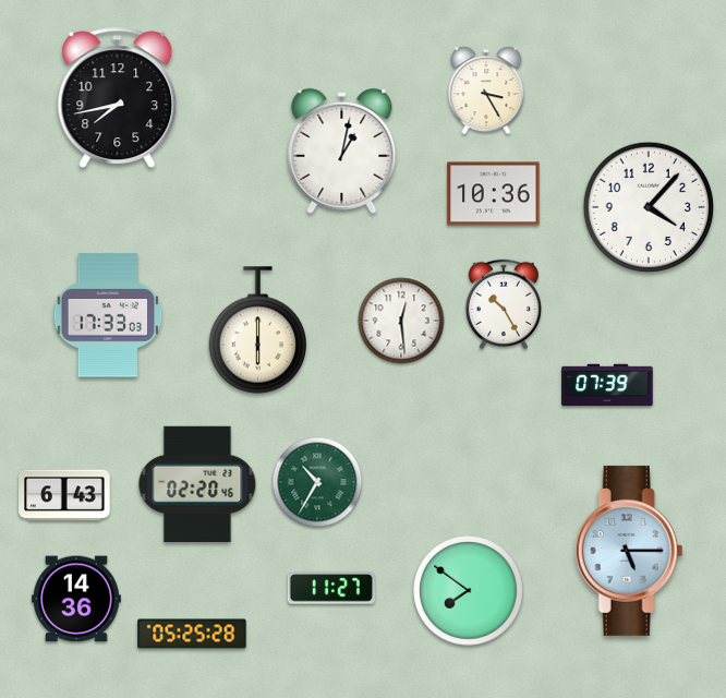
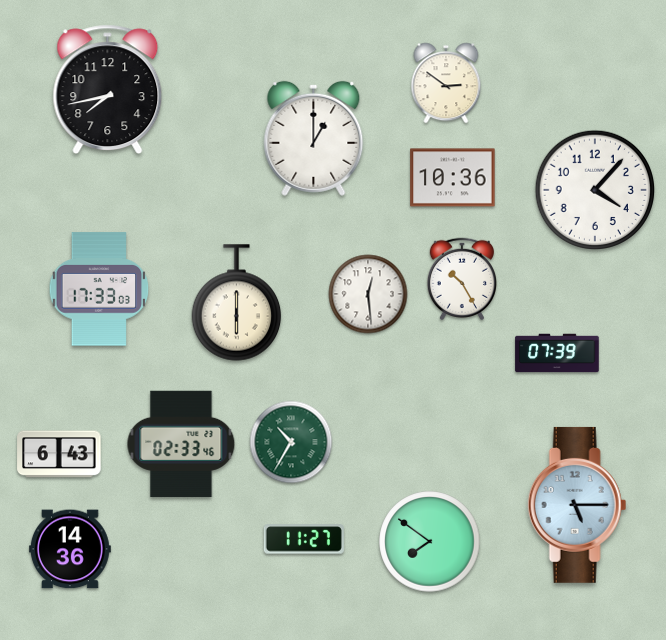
clock at (486, 91): 3:25 -> 2:51
clock at (342, 151): 1:02 -> 1:00
clock at (197, 484): 02:20 -> 02:33
clock at (192, 634): 05:25 -> none
